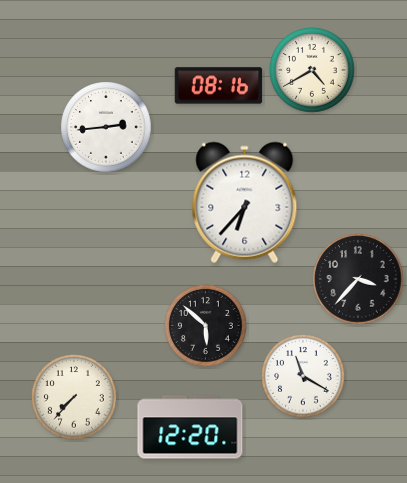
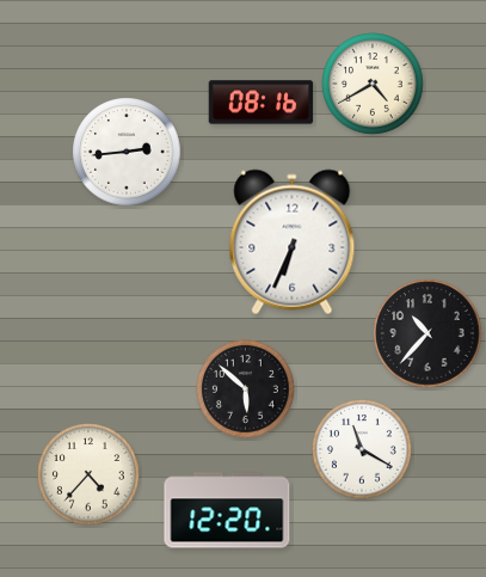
clock at (245, 203): 6:37 -> 6:34
clock at (358, 279): 3:37 -> 10:37
clock at (74, 397): 7:37 -> 4:37
